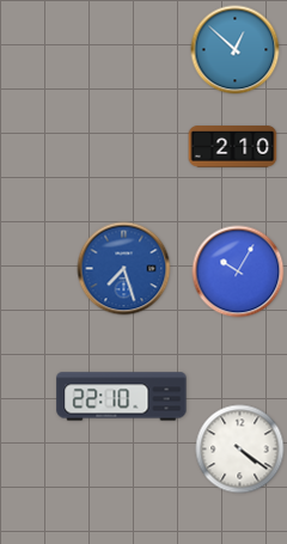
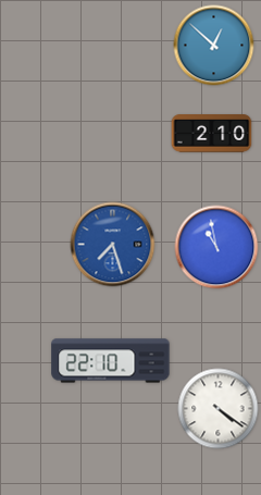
clock at (238, 271): 10:05 -> 10:58
